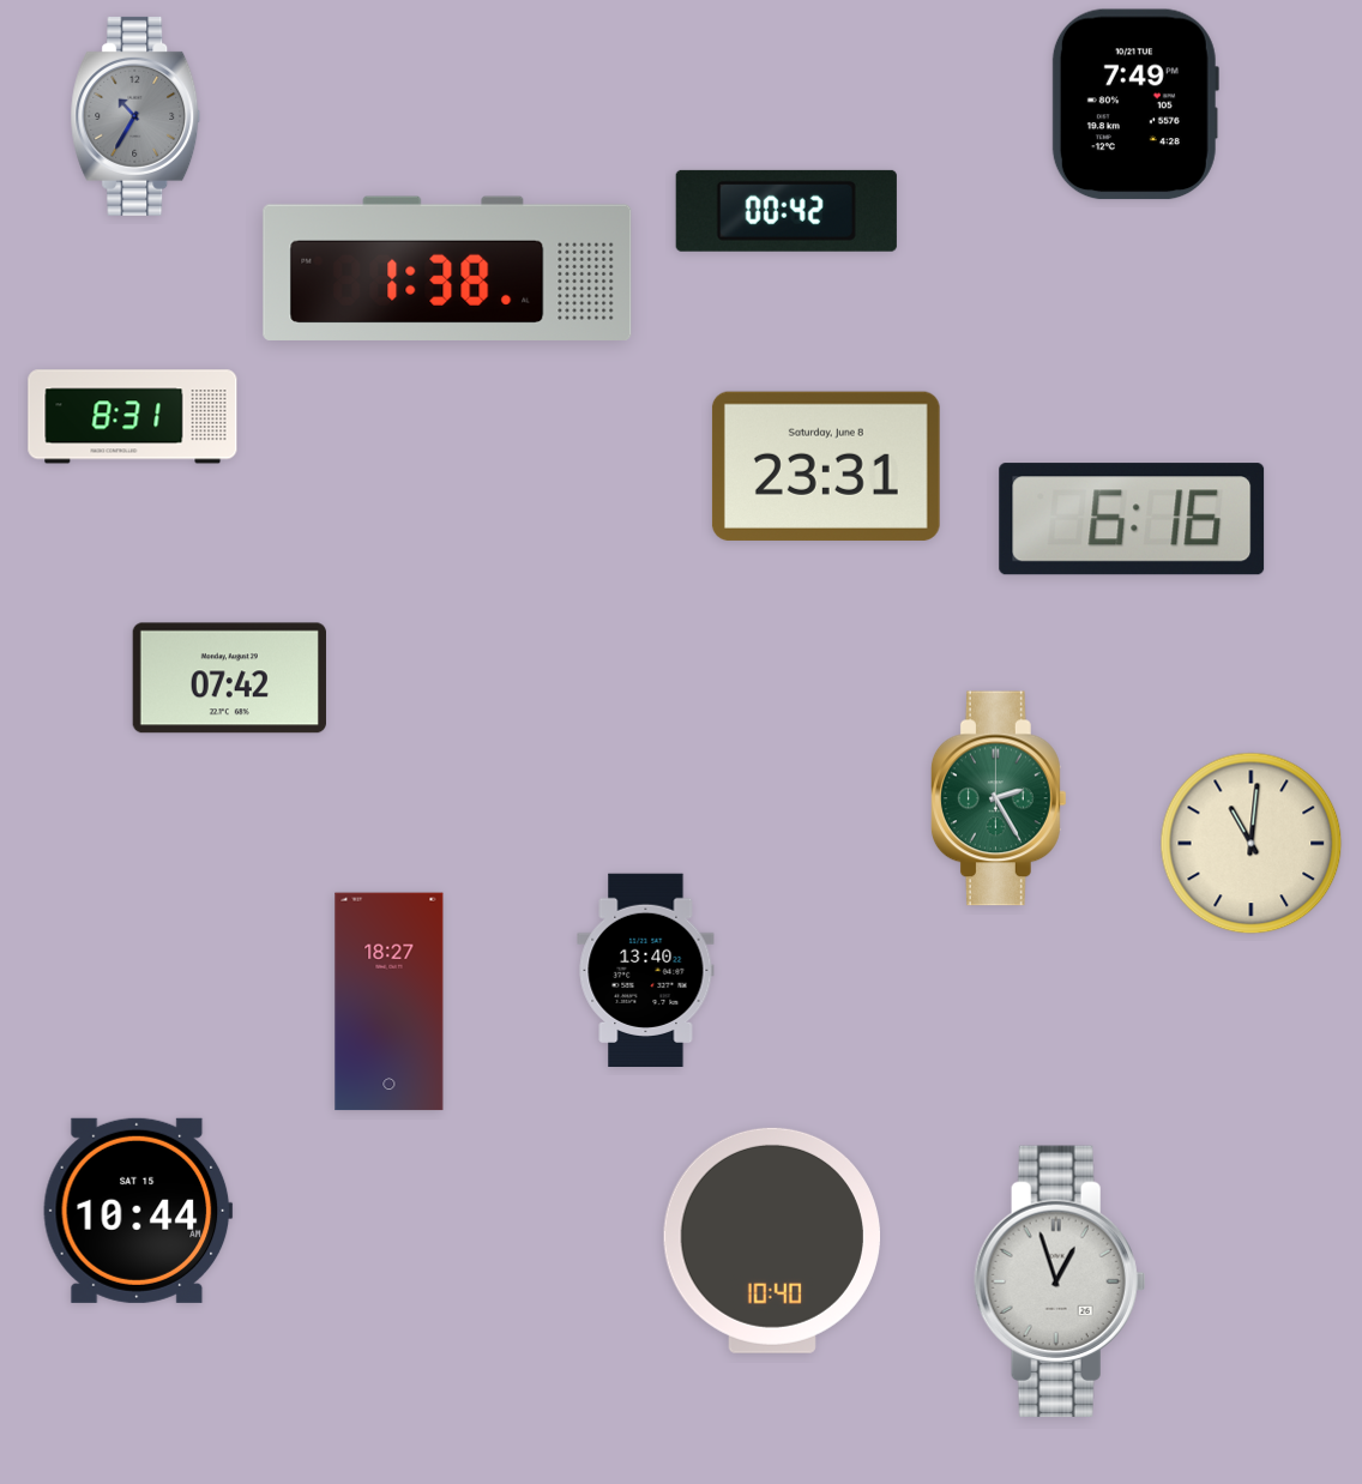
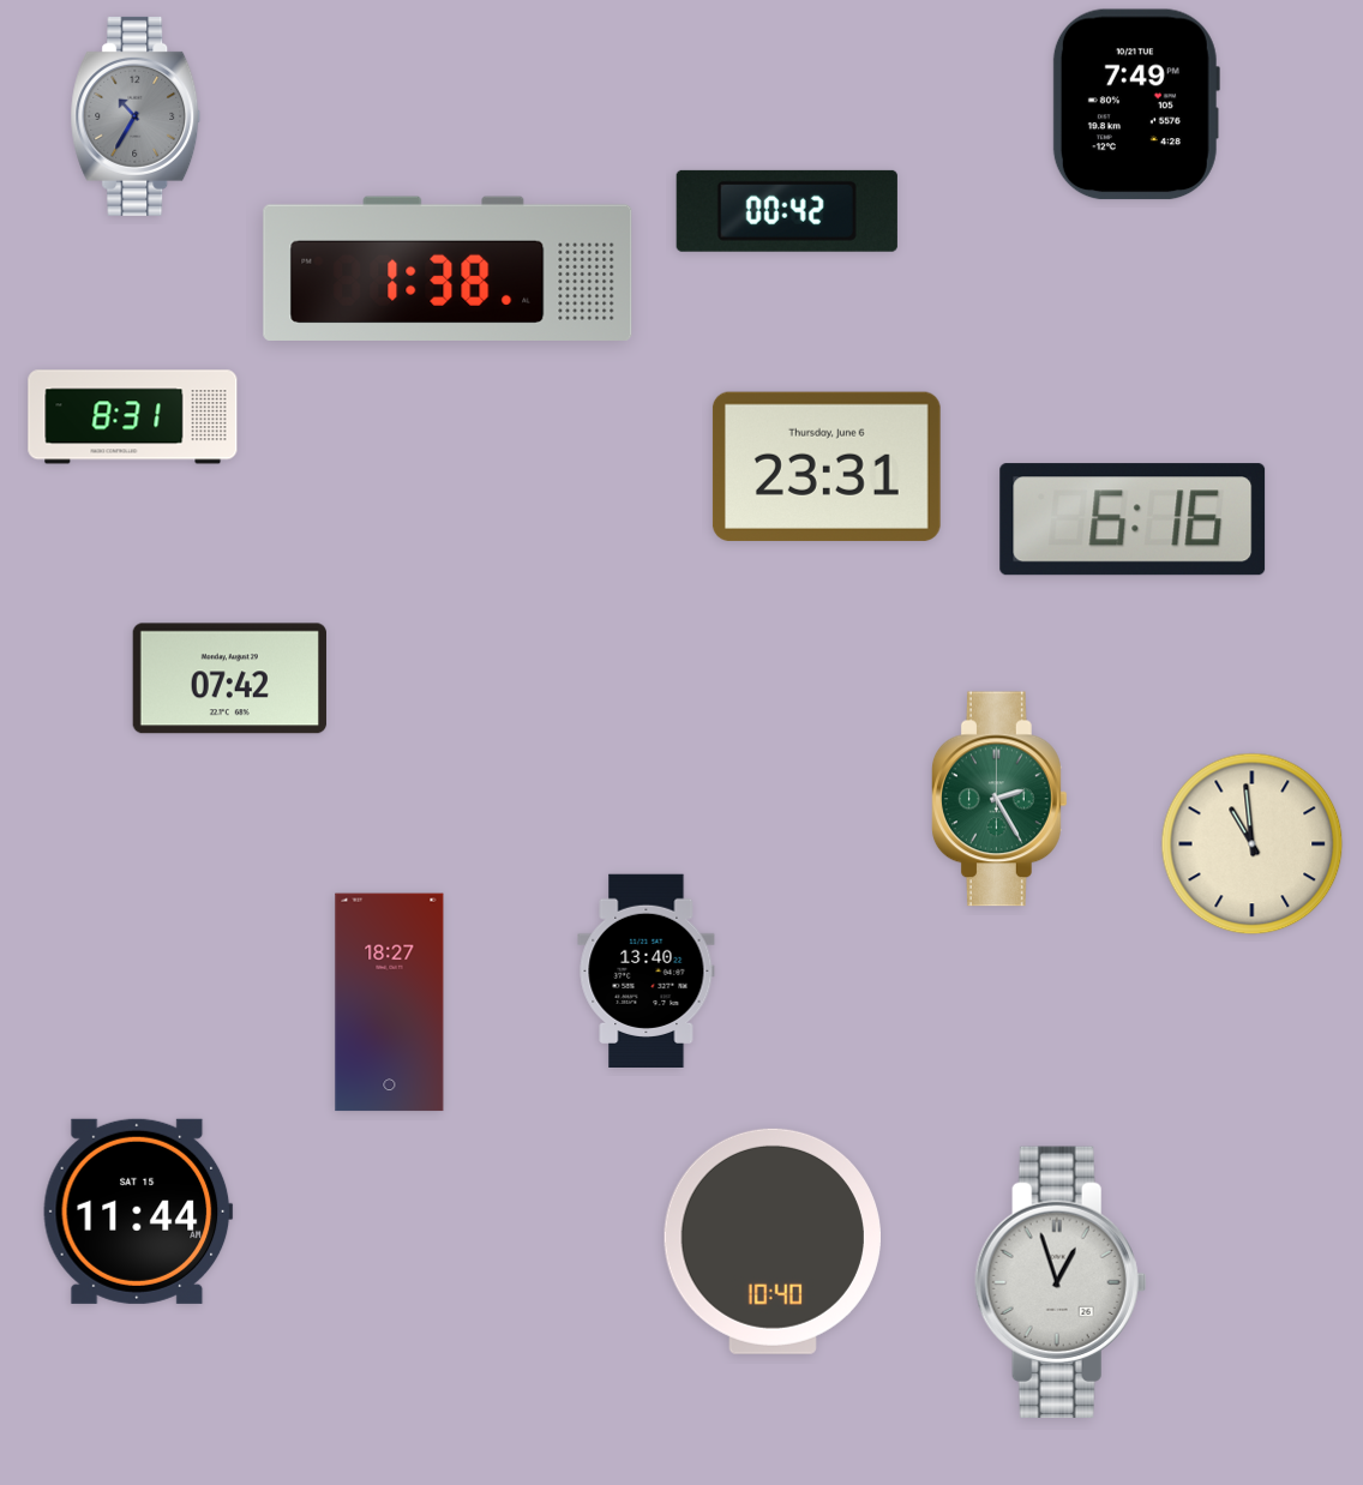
clock at (826, 466) date: Saturday, June 8 -> Thursday, June 6
clock at (1252, 844): 11:01 -> 10:59
clock at (138, 1211): 10:44 -> 11:44
